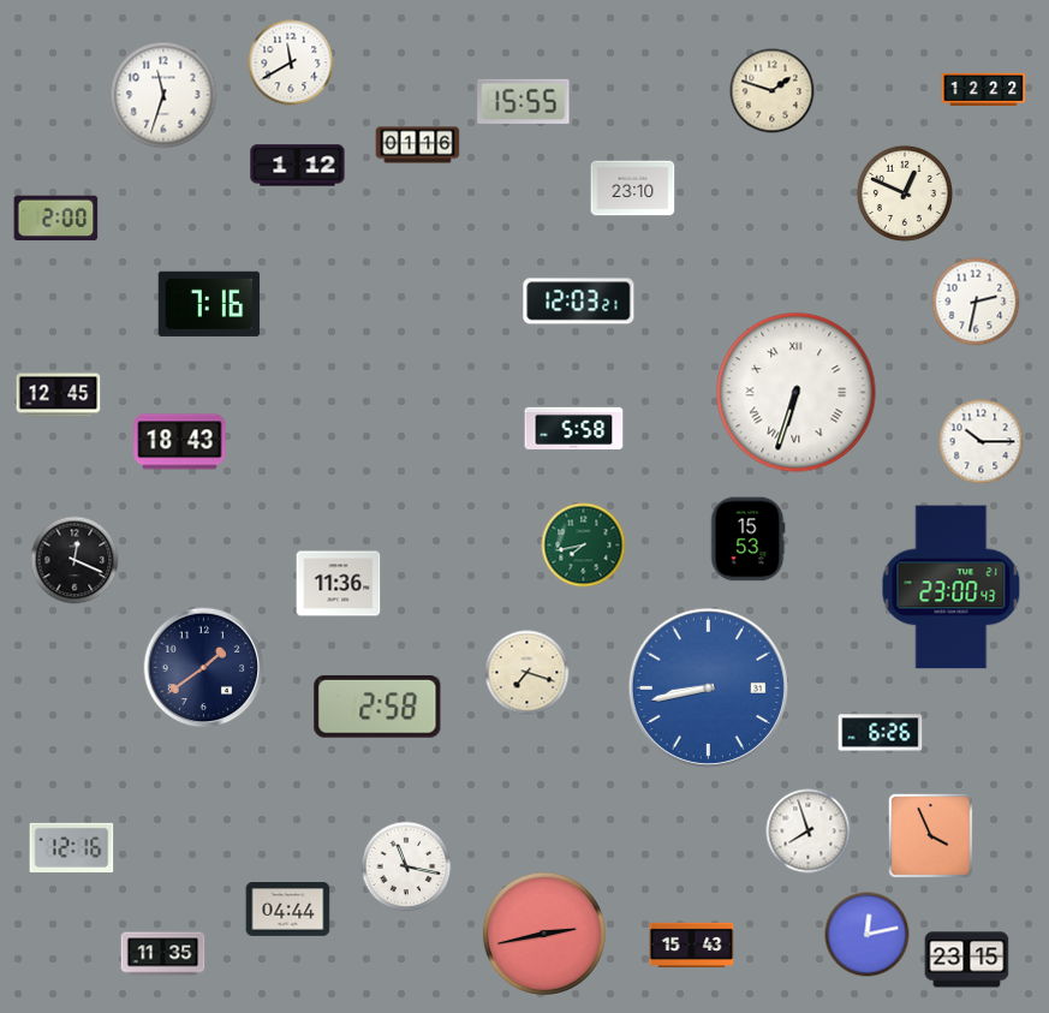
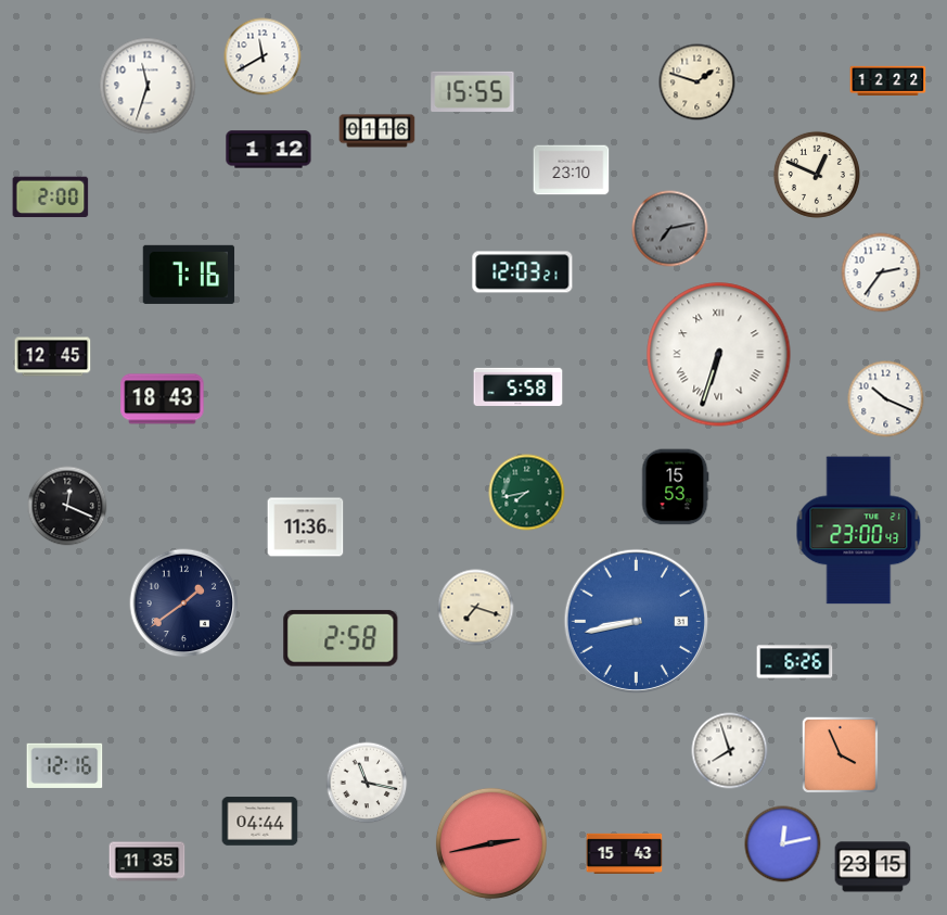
clock at (670, 229): none -> 7:13
clock at (976, 302): 2:32 -> 2:36
clock at (982, 442): 10:15 -> 10:19
clock at (708, 687) position: (708, 687) -> (636, 621)
